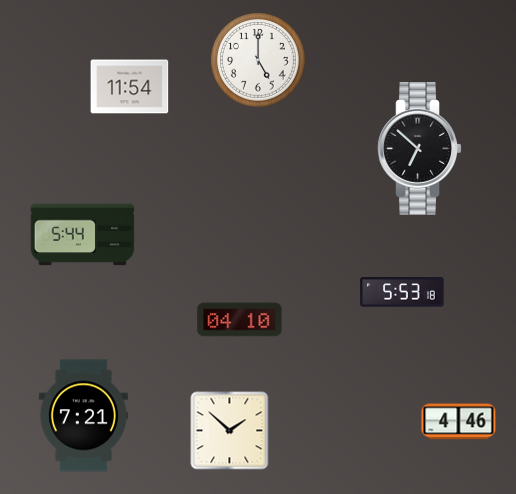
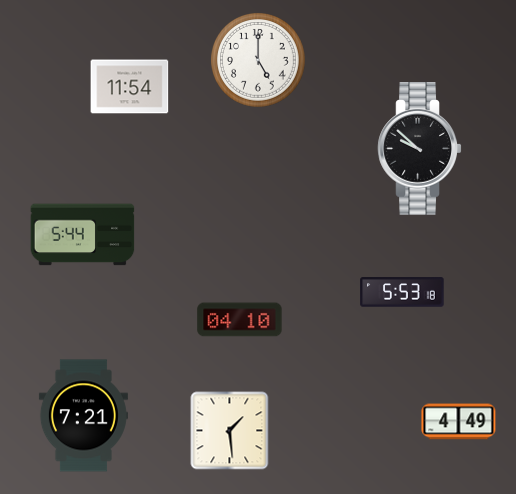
clock at (420, 149): 6:52 -> 9:52
clock at (459, 422): 4:46 -> 4:49
clock at (230, 431): 1:52 -> 1:29
